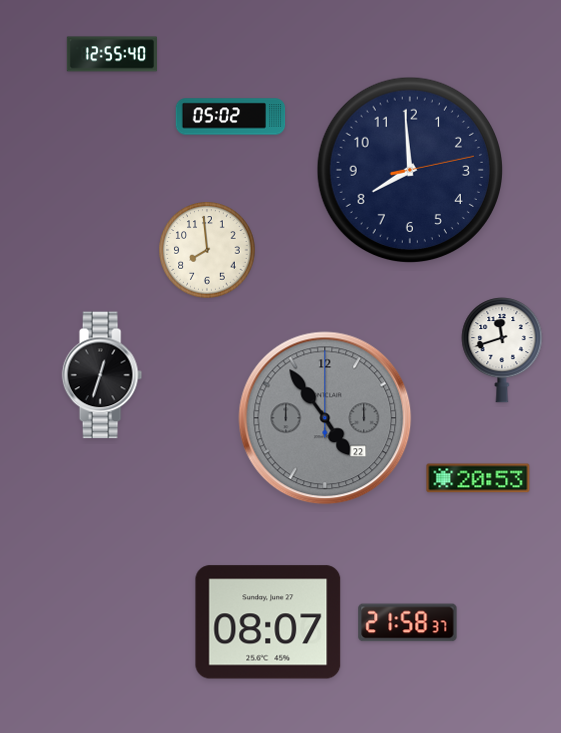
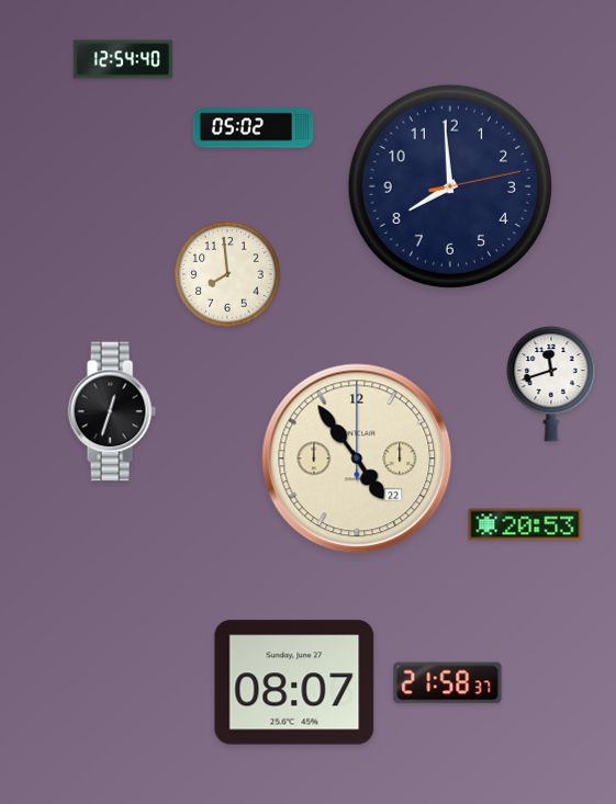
clock at (111, 54): 12:55 -> 12:54
clock at (325, 418) dial: grey -> cream
